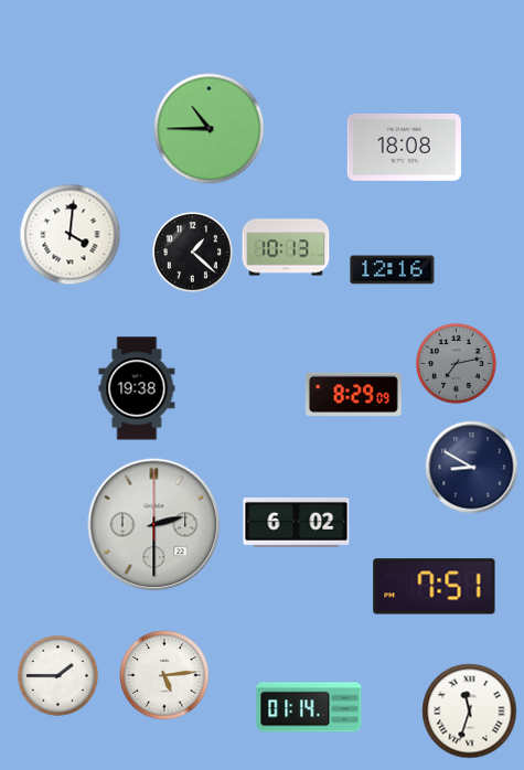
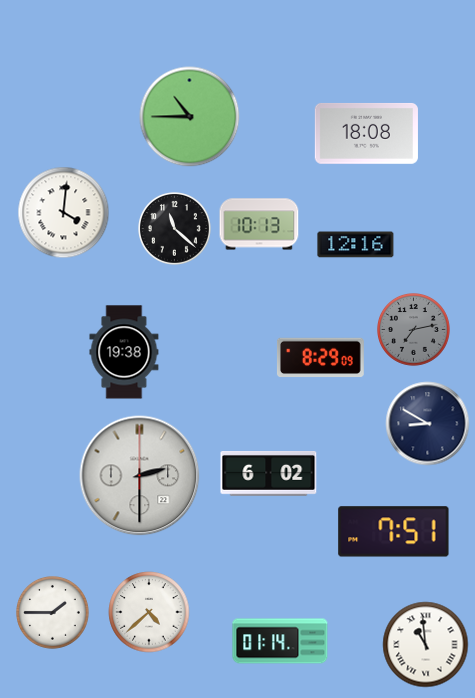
clock at (193, 253): 1:22 -> 11:22
clock at (164, 675): 5:14 -> 4:38
clock at (470, 712): 11:33 -> 10:59
